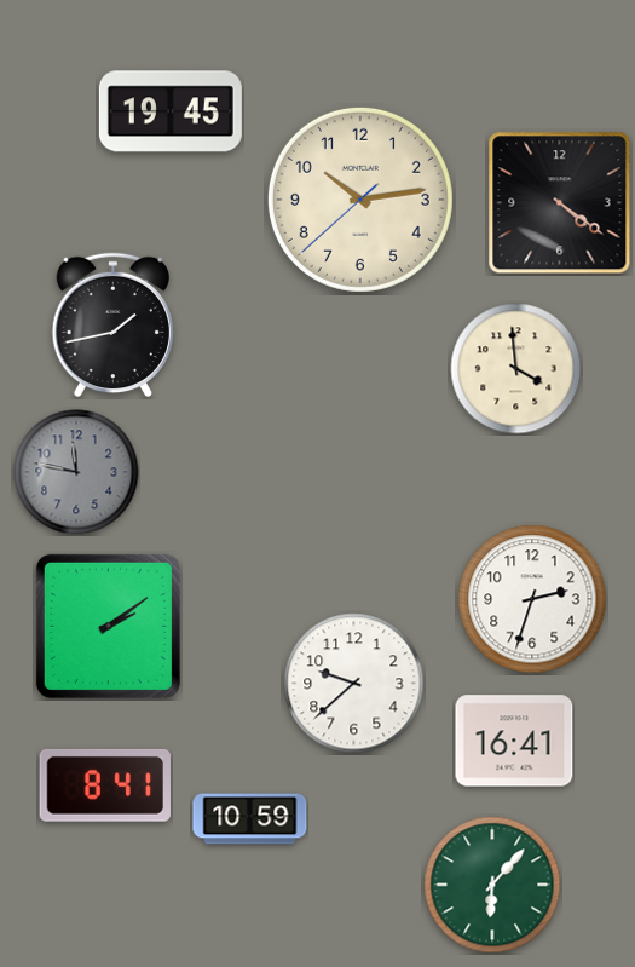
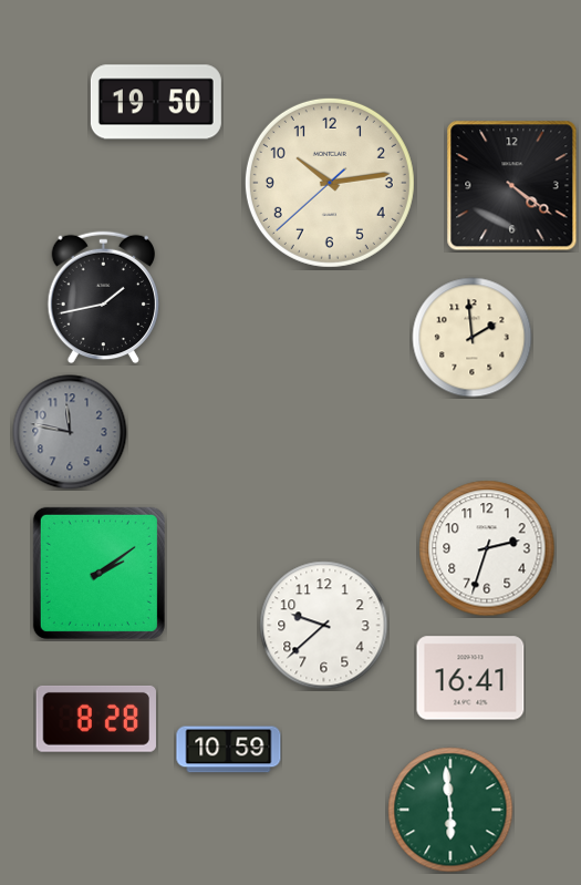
clock at (171, 111): 19:45 -> 19:50
clock at (516, 369): 3:59 -> 1:59
clock at (104, 785): 8:41 -> 8:28
clock at (492, 885): 6:07 -> 5:59
